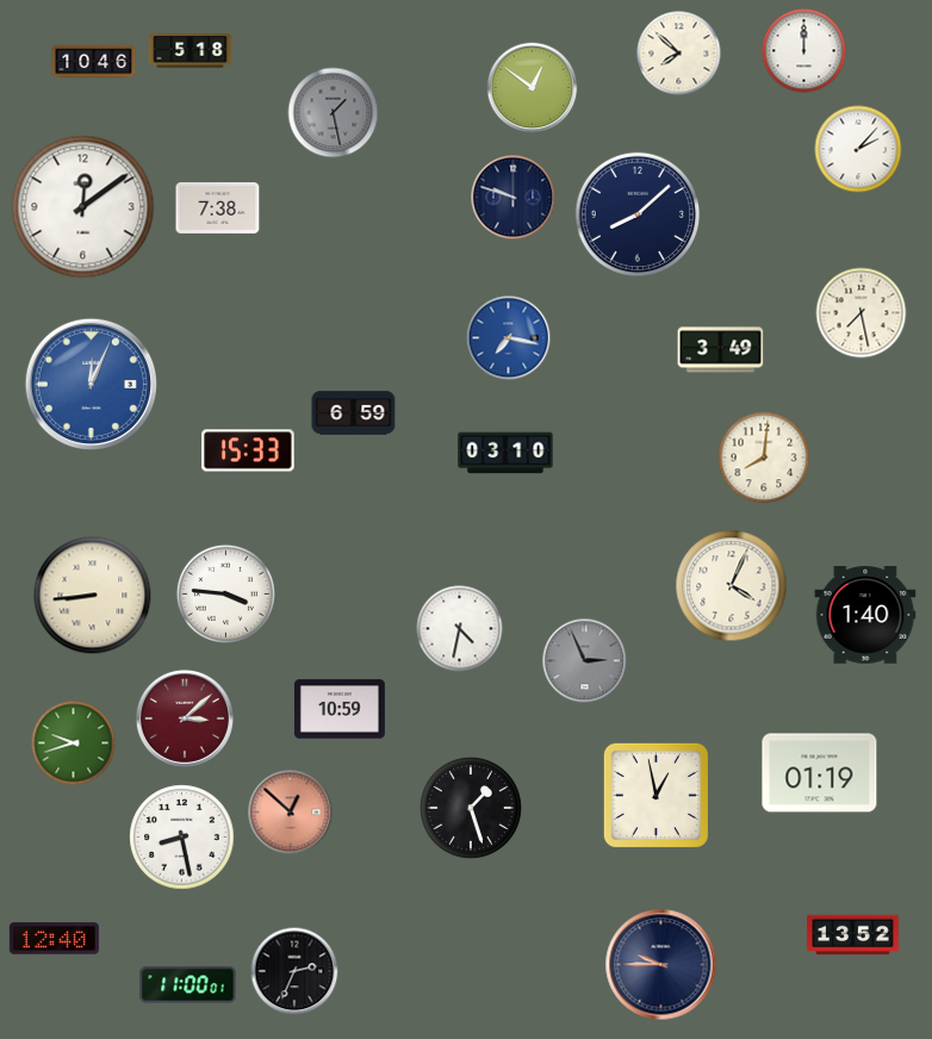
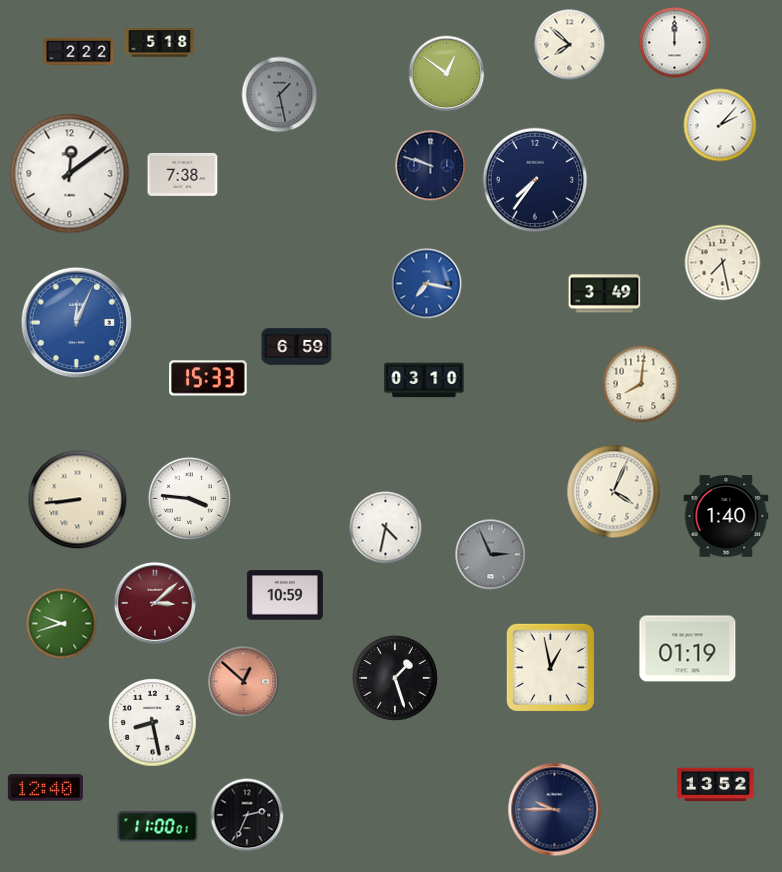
clock at (94, 62): 10:46 -> 2:22
clock at (638, 214): 8:08 -> 7:36
clock at (182, 838) position: (182, 838) -> (153, 723)
